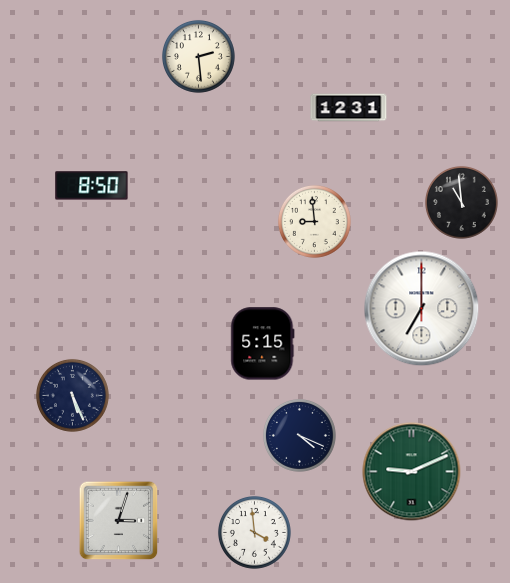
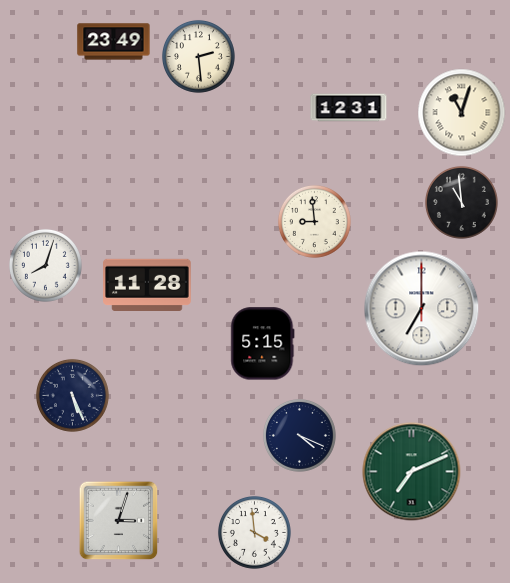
clock at (114, 42): none -> 23:49
clock at (462, 113): none -> 11:03
clock at (92, 186): 8:50 -> none
clock at (45, 265): none -> 8:03
clock at (148, 284): none -> 11:28
clock at (412, 472): 9:11 -> 7:11
